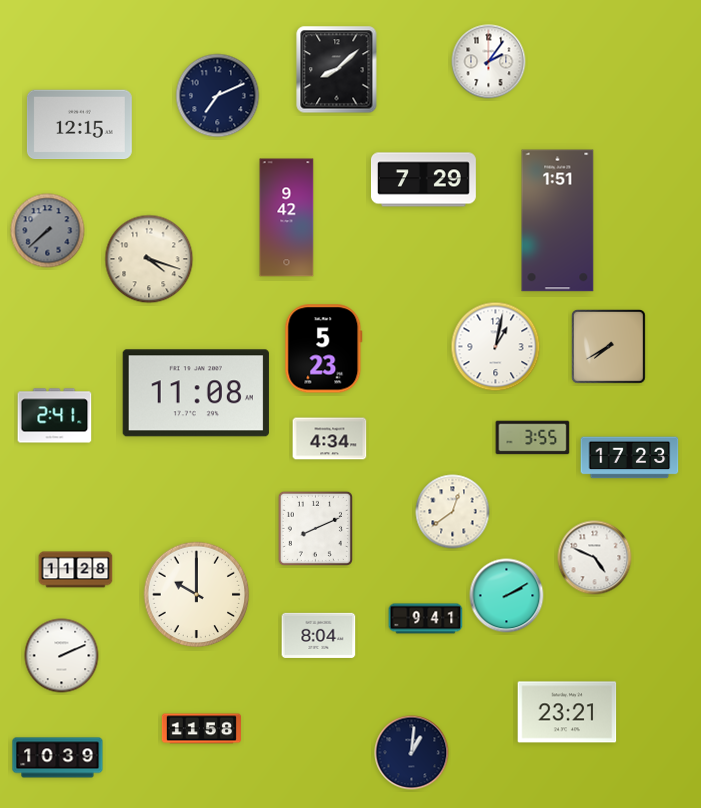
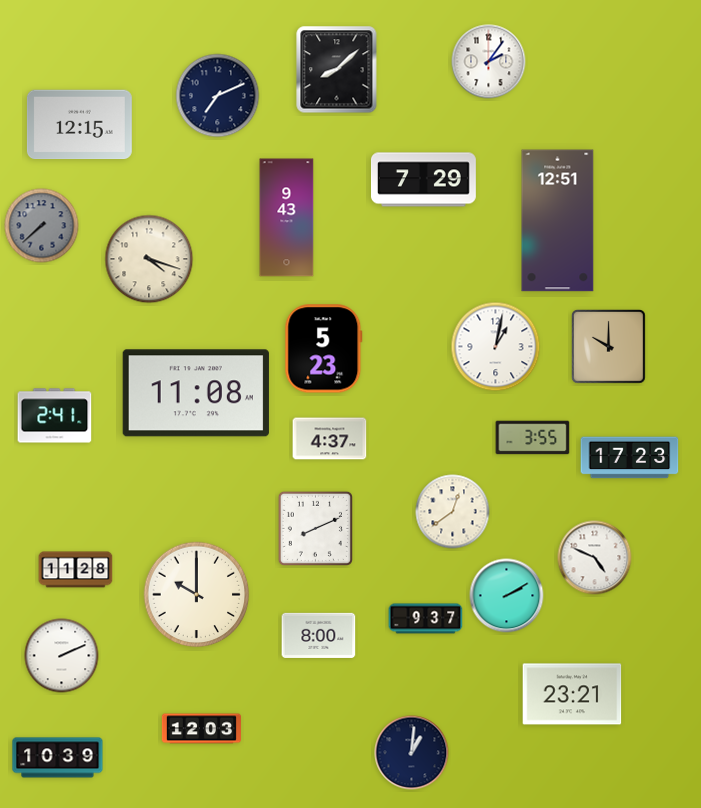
clock at (287, 218): 9:42 -> 9:43
clock at (558, 221): 1:51 -> 12:51
clock at (48, 231) position: (48, 231) -> (42, 226)
clock at (609, 347): 7:40 -> 10:00
clock at (330, 439): 4:34 -> 4:37
clock at (426, 619): 9:41 -> 9:37
clock at (319, 635): 8:04 -> 8:00
clock at (567, 712) position: (567, 712) -> (572, 694)
clock at (201, 729): 11:58 -> 12:03
